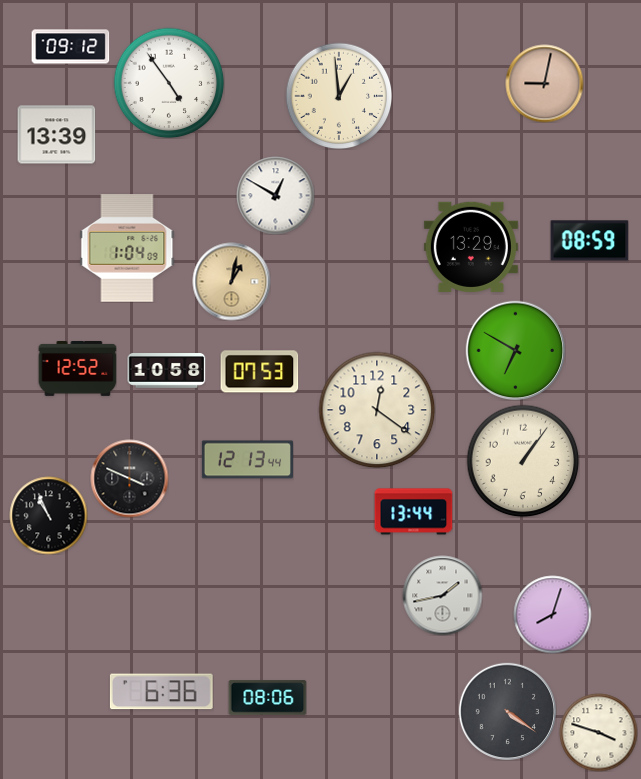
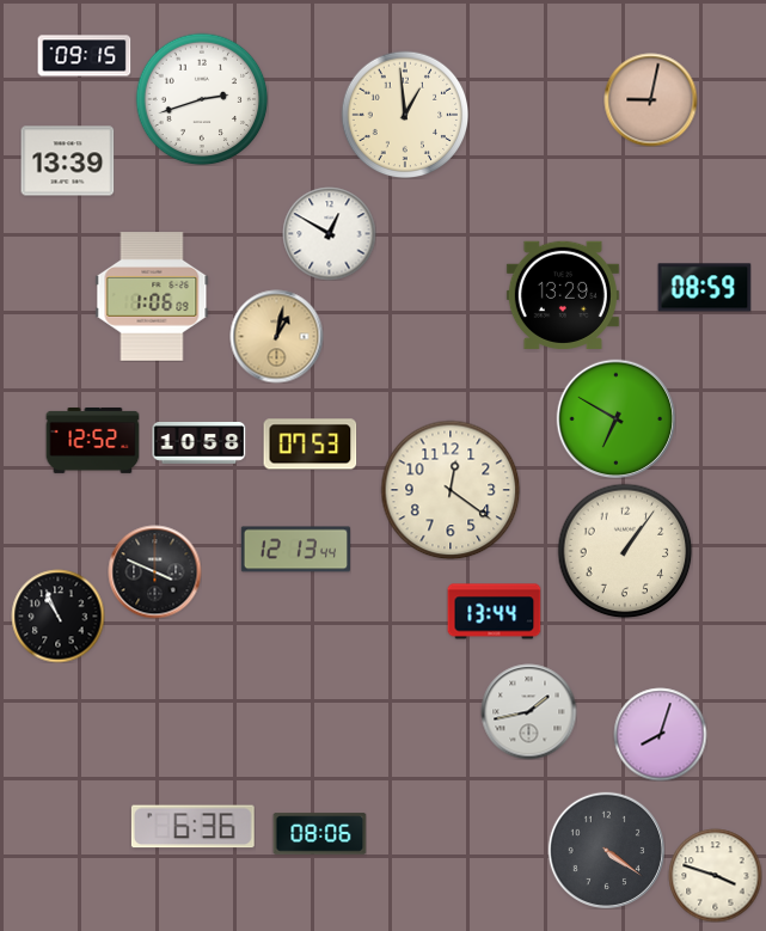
clock at (70, 47): 09:12 -> 09:15
clock at (169, 83): 4:54 -> 2:42
clock at (127, 248): 1:04 -> 1:06
